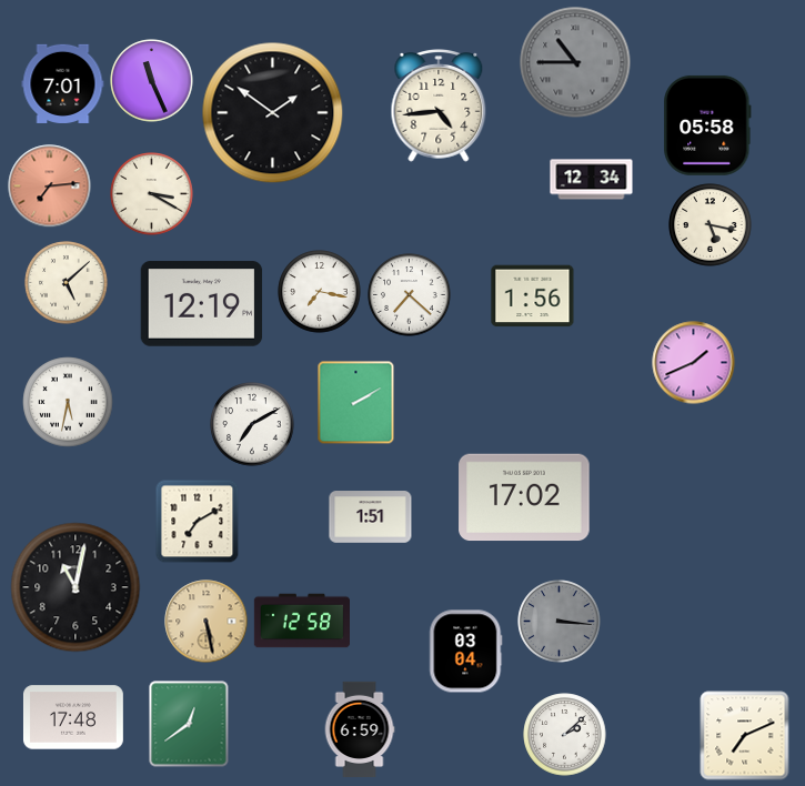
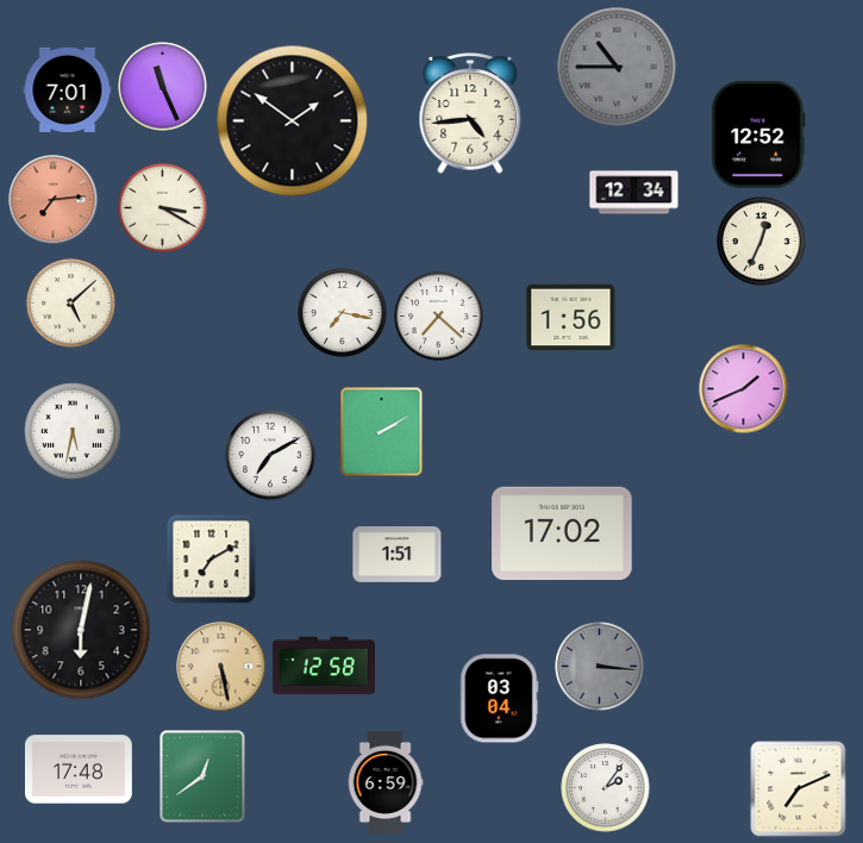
clock at (707, 125): 05:58 -> 12:52
clock at (711, 225): 5:17 -> 12:34
clock at (202, 304): 12:19 -> none
clock at (76, 587): 11:02 -> 6:02
clock at (565, 735): 2:08 -> 2:06
